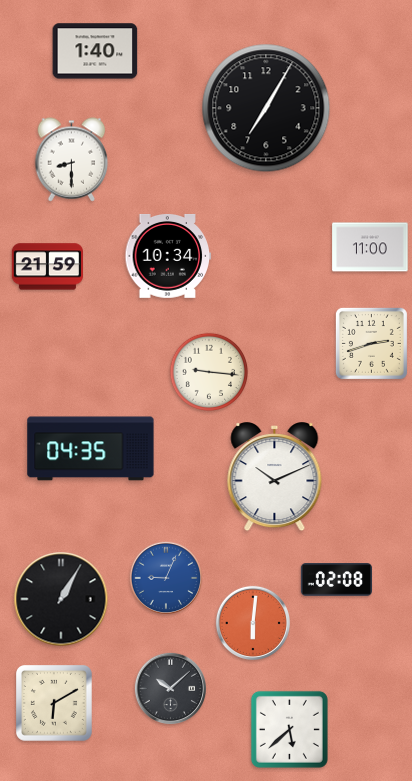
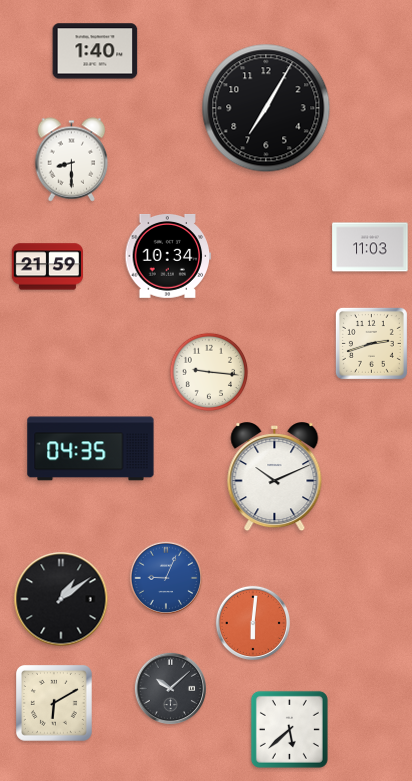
clock at (370, 247): 11:00 -> 11:03
clock at (336, 580): 02:08 -> none
clock at (61, 599): 1:05 -> 1:09
